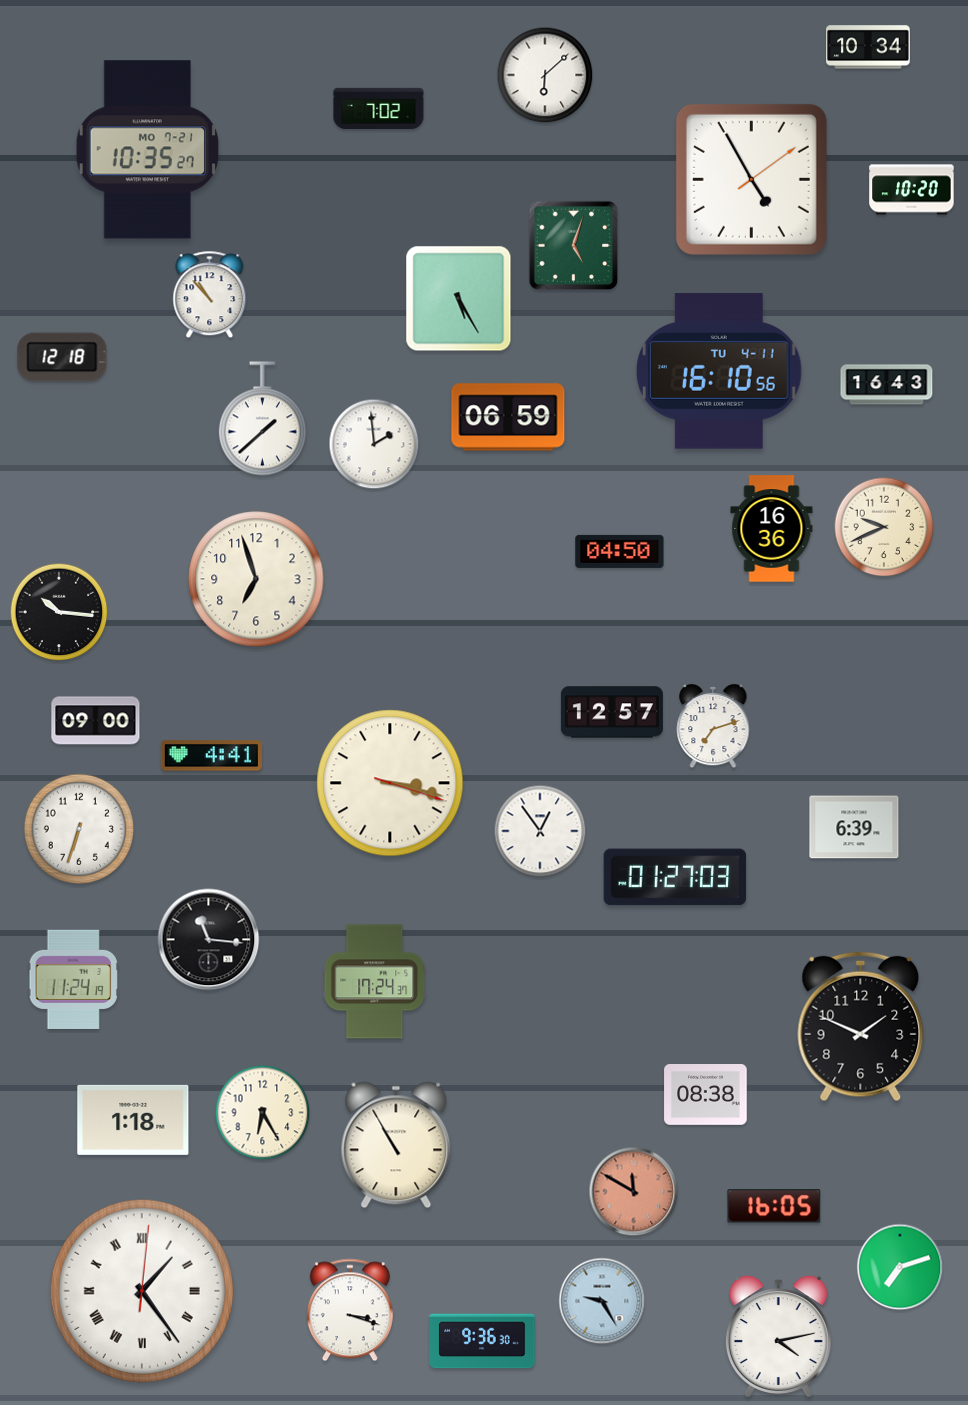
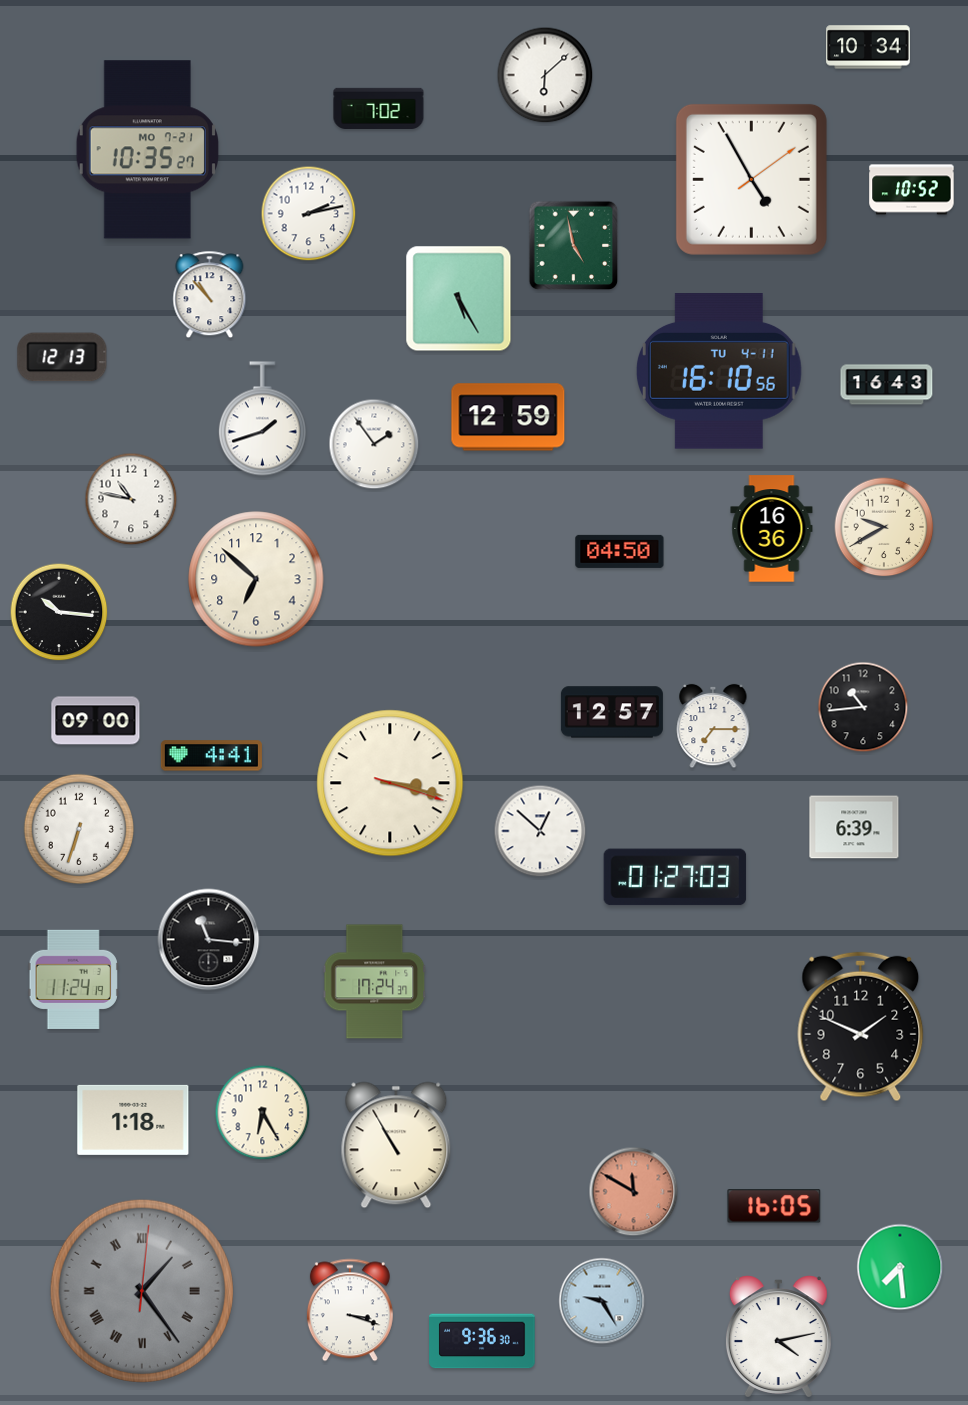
clock at (912, 190): 10:20 -> 10:52
clock at (309, 214): none -> 2:13
clock at (574, 246): 5:03 -> 4:58
clock at (62, 357): 12:18 -> 12:13
clock at (508, 417): 06:59 -> 12:59
clock at (262, 419): 1:38 -> 1:42
clock at (374, 444): 1:59 -> 1:54
clock at (131, 499): none -> 10:47
clock at (884, 527): 9:41 -> 9:40
clock at (256, 579): 6:57 -> 6:52
clock at (863, 707): none -> 10:44
clock at (713, 726): 7:12 -> 7:15
clock at (540, 831): 12:54 -> 12:52
clock at (706, 1095): 08:38 -> none
clock at (900, 1267): 7:12 -> 7:29
clock at (142, 1291) dial: white -> grey
